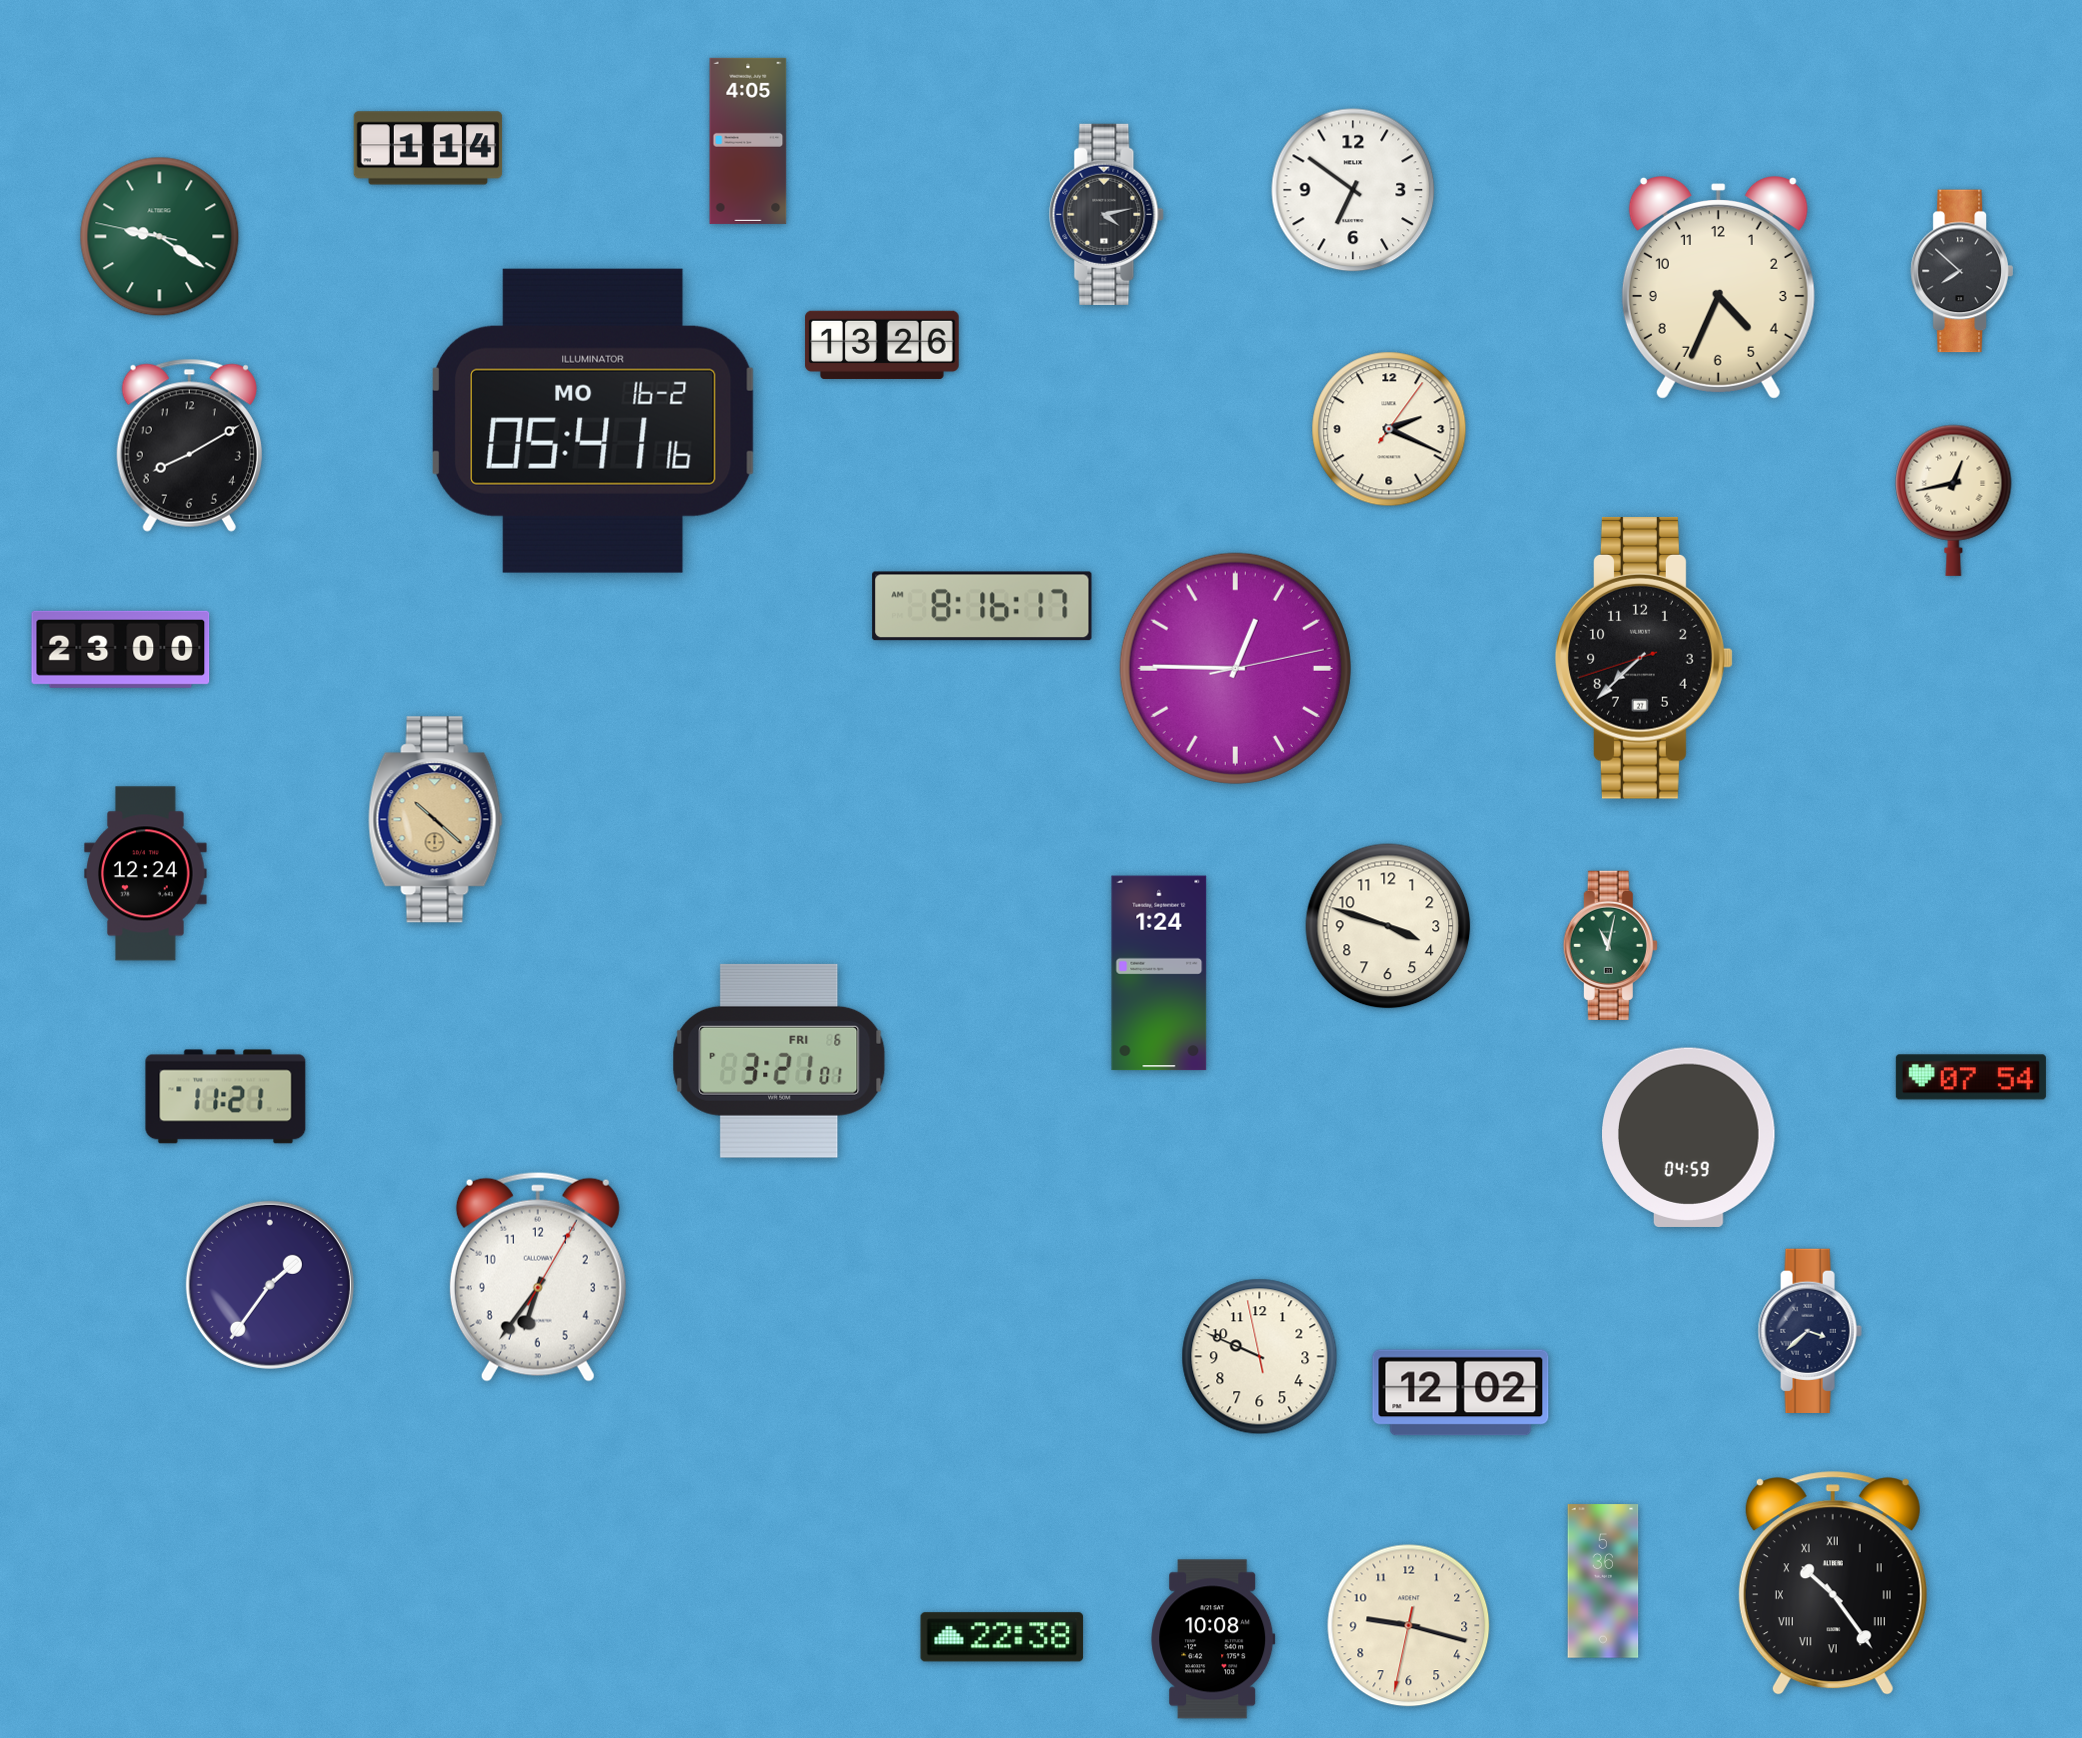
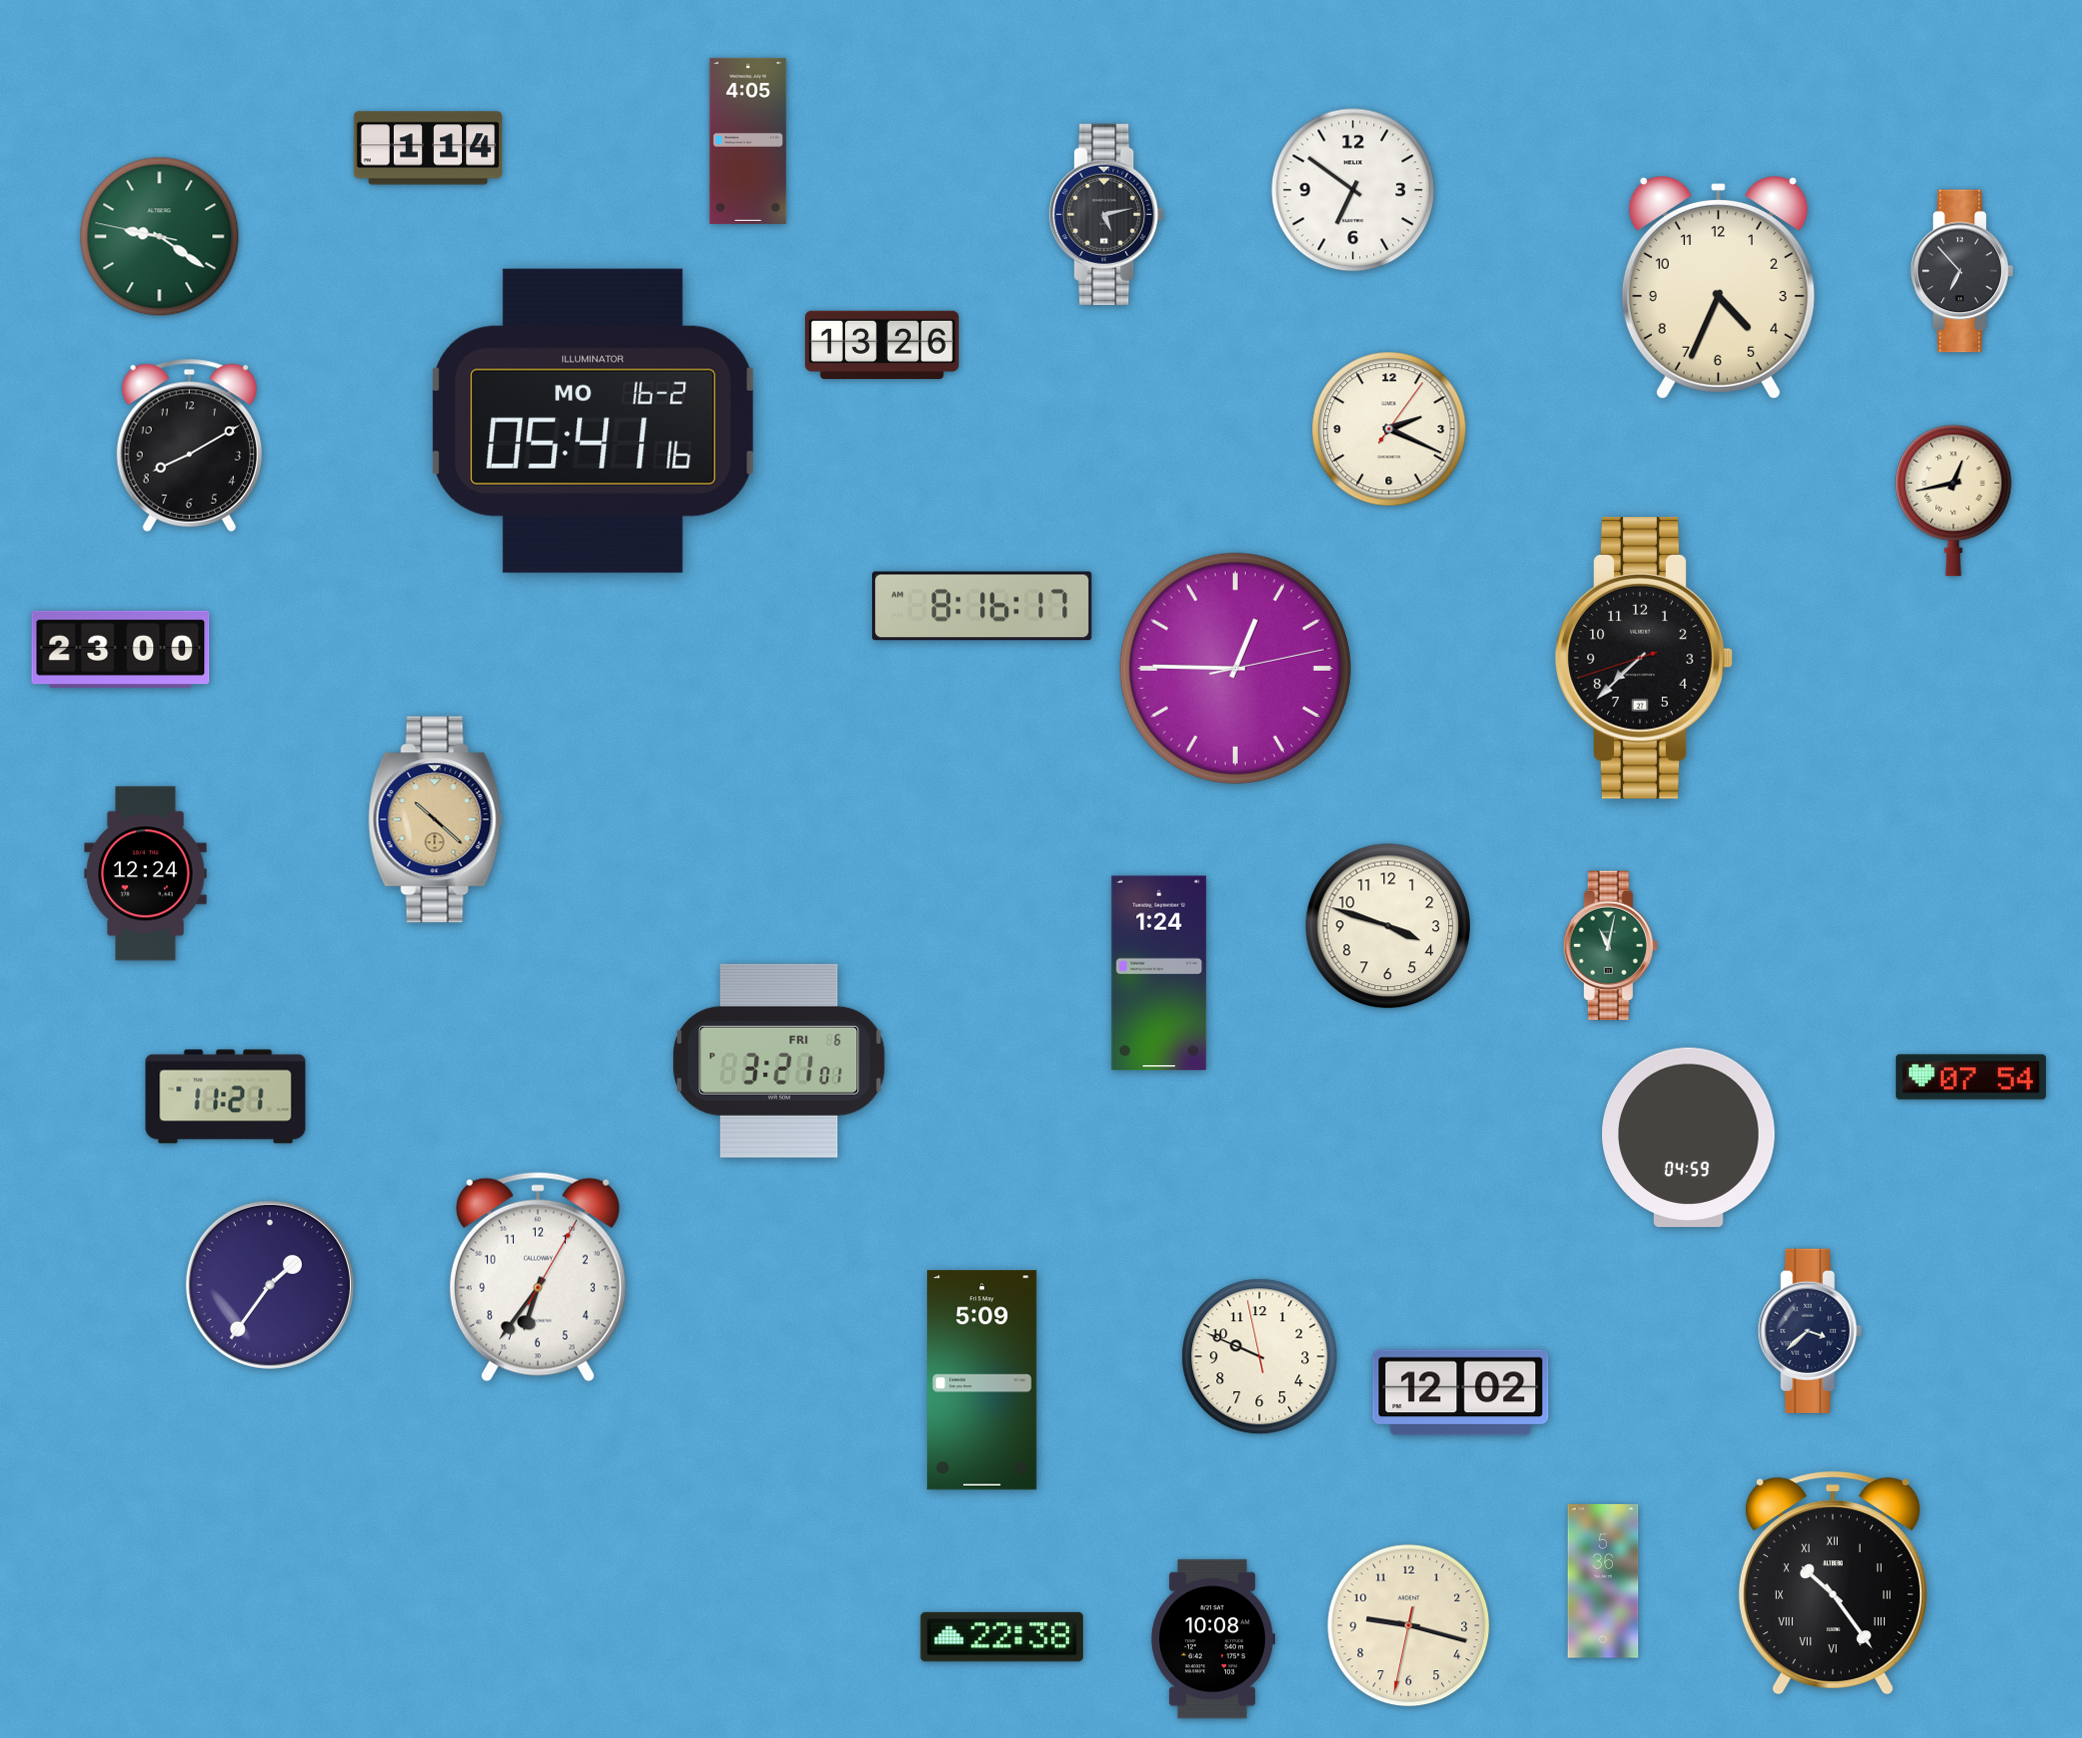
clock at (1107, 214): 4:13 -> 5:13
clock at (1962, 271): 7:52 -> 6:53
clock at (982, 1380): none -> 5:09
